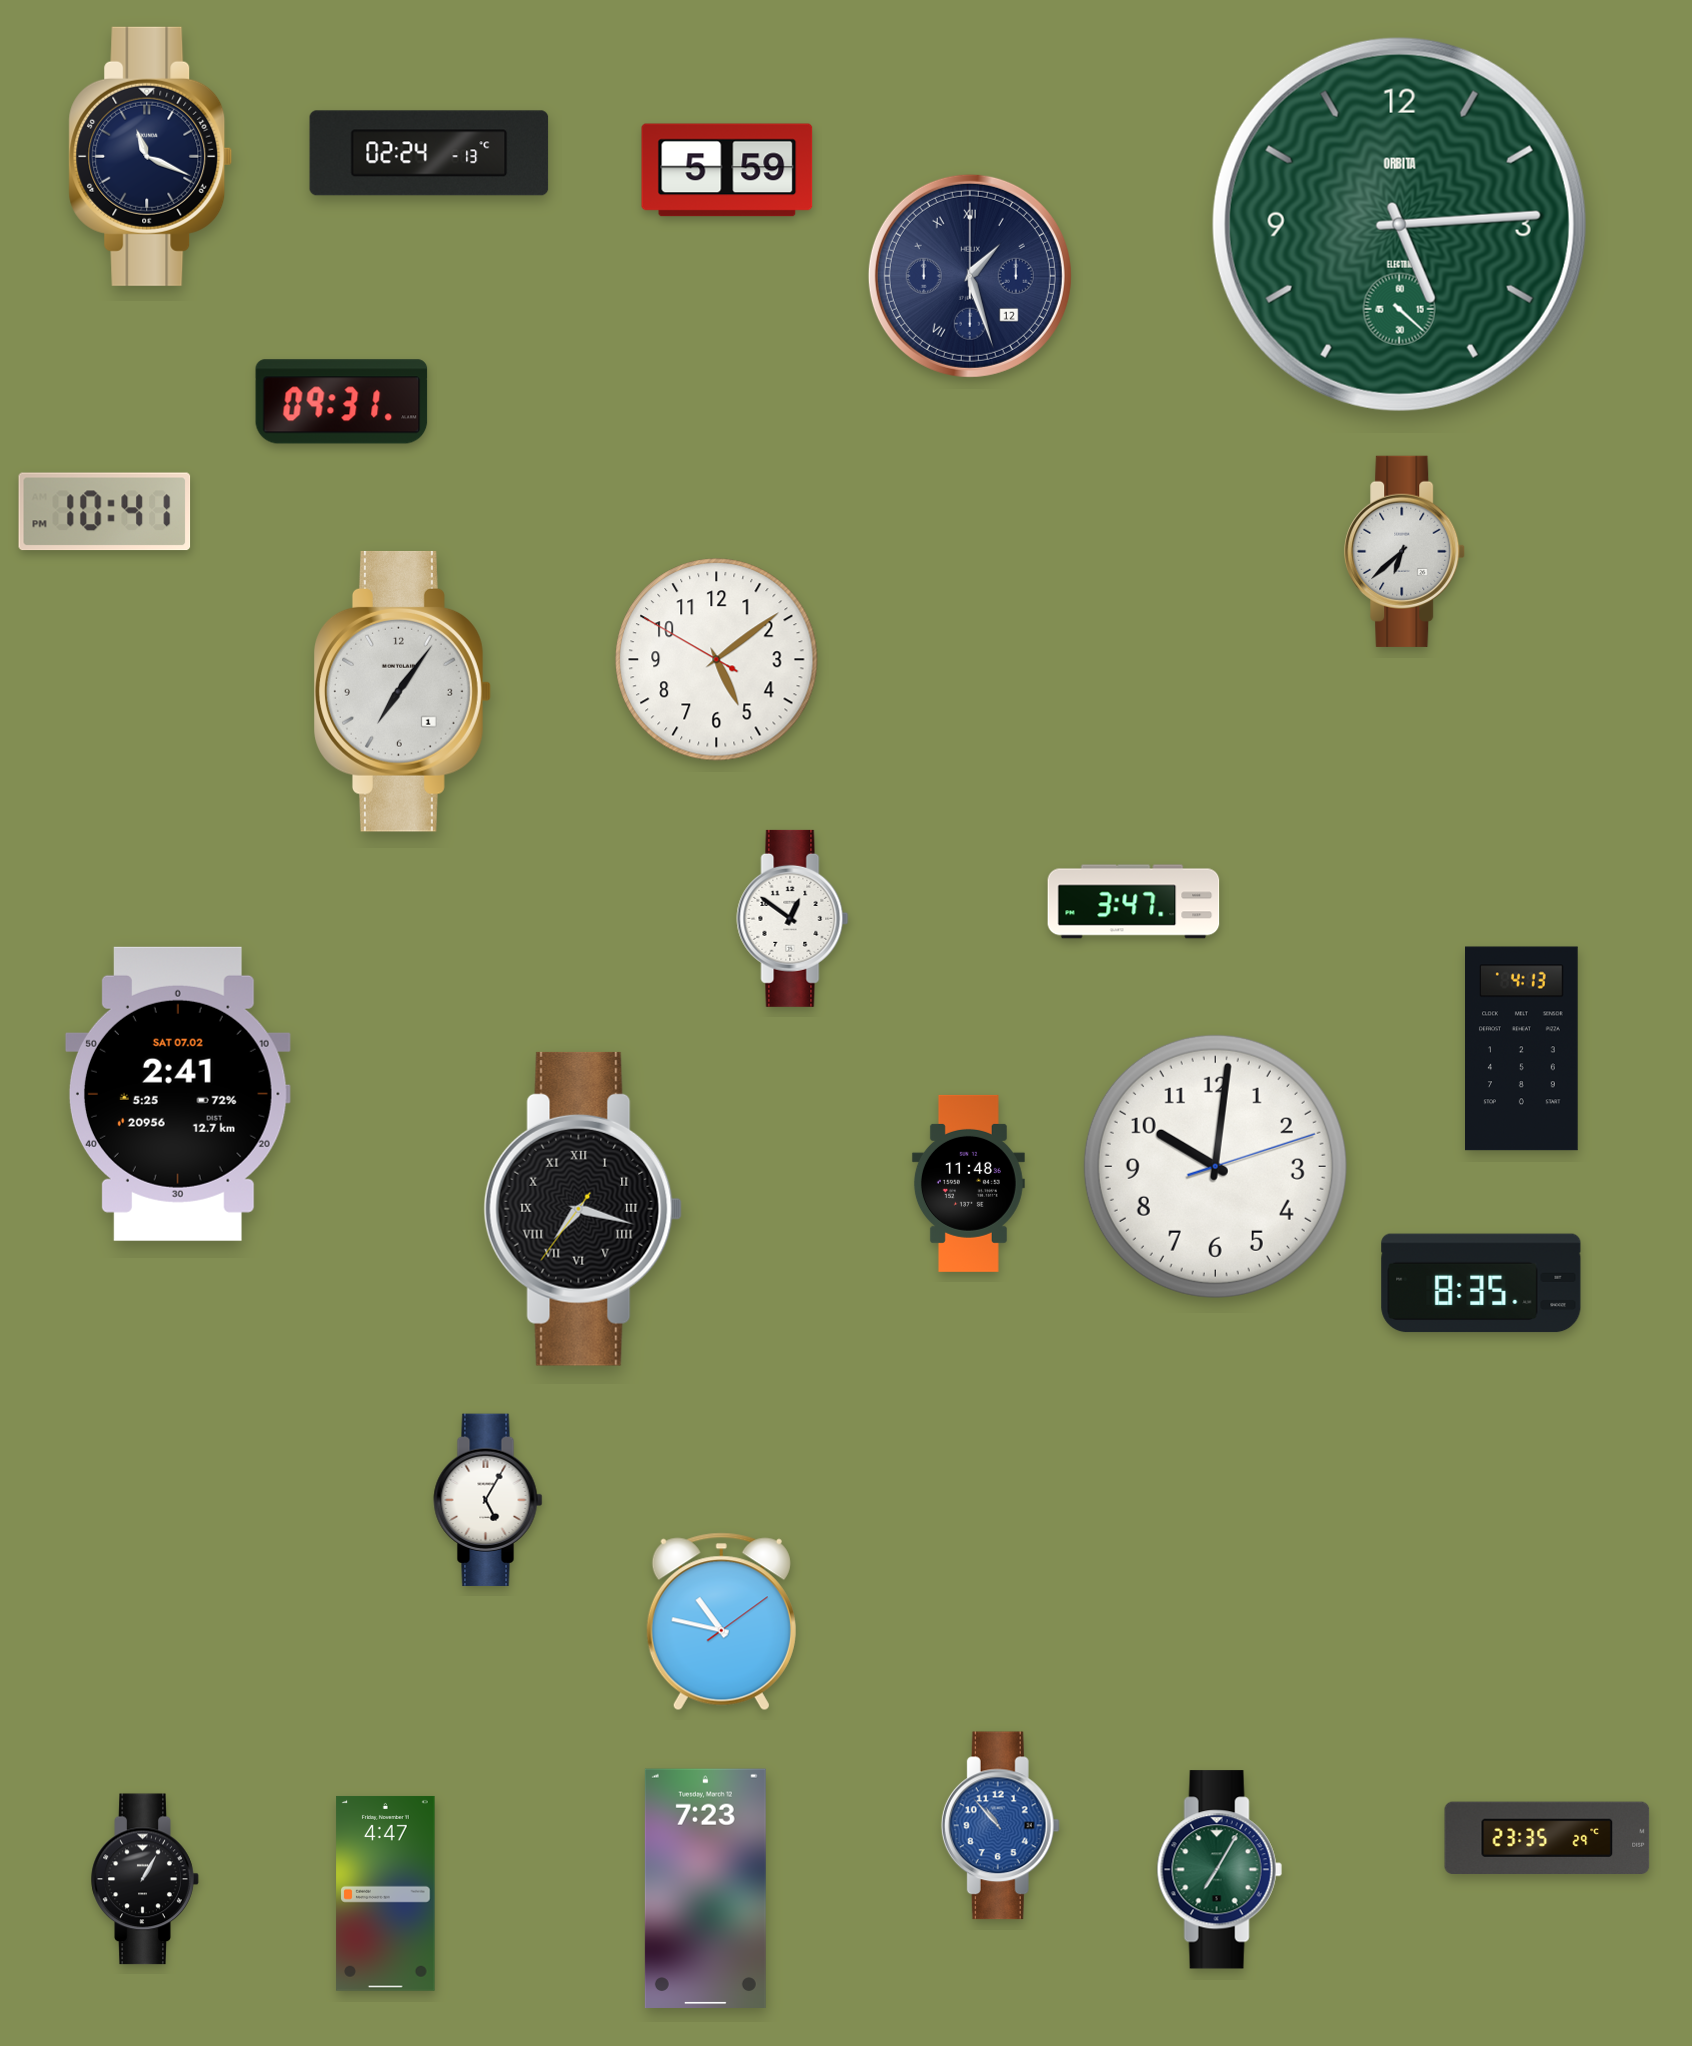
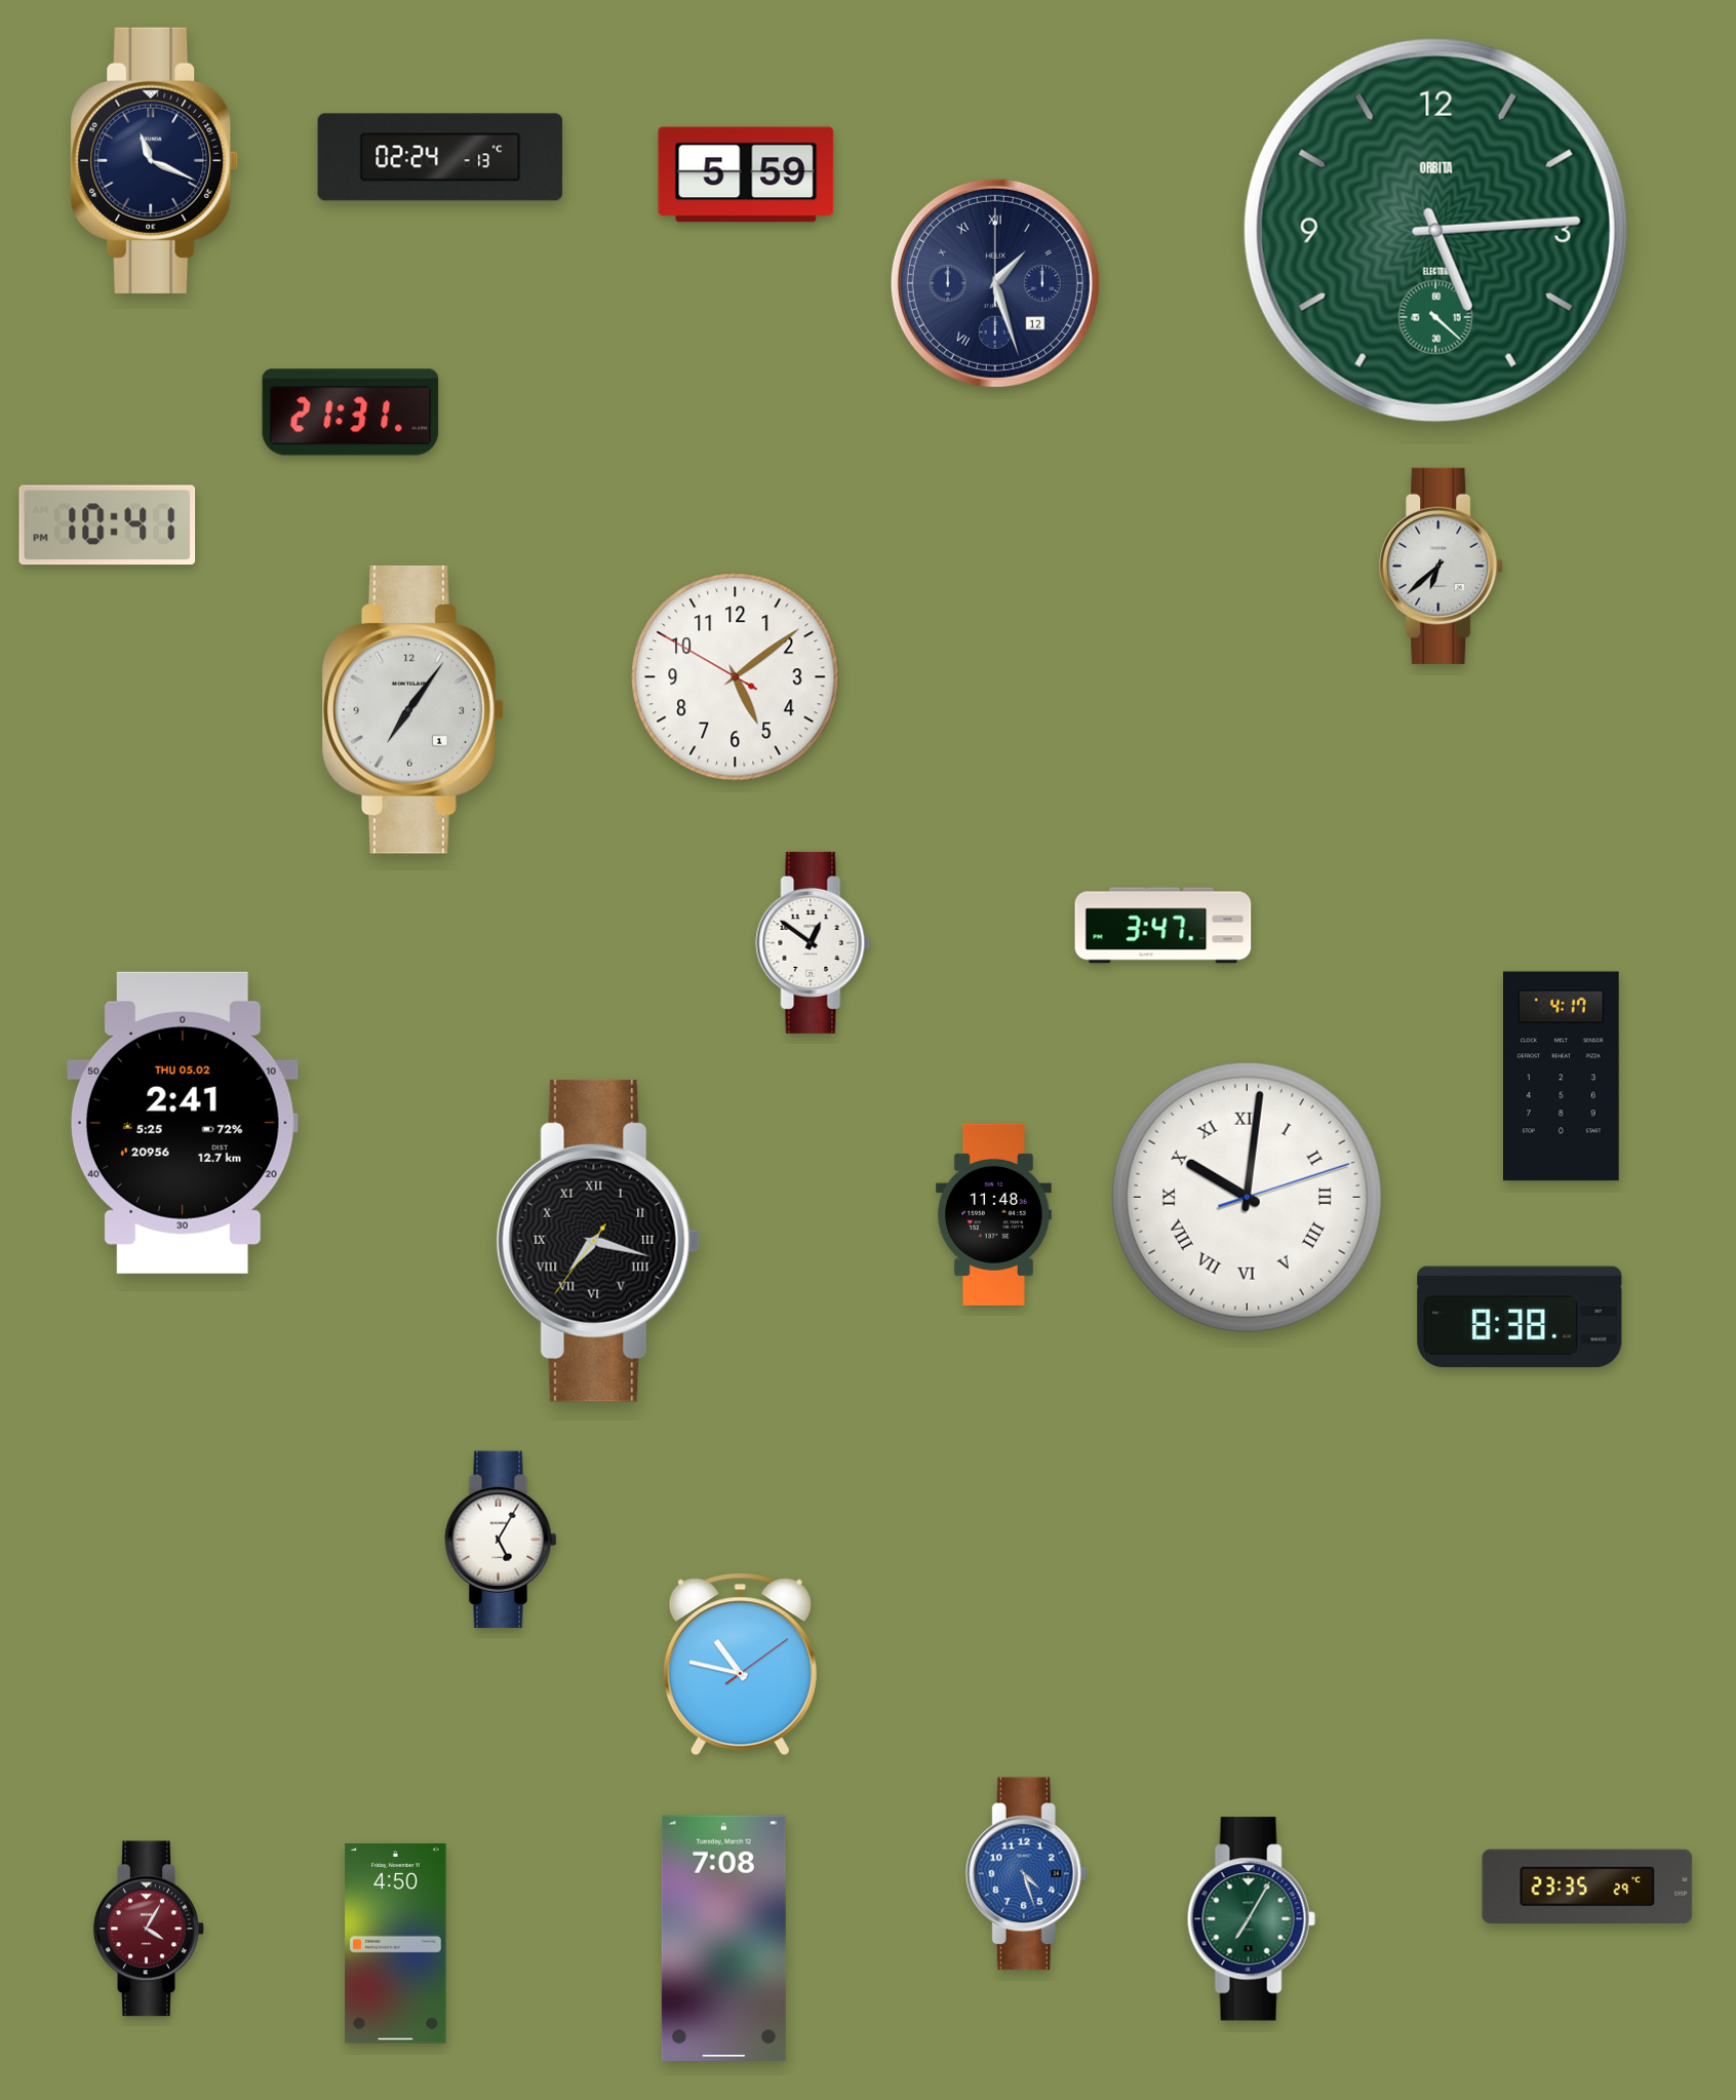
clock at (342, 402): 09:31 -> 21:31
clock at (1522, 1049): 4:13 -> 4:17
clock at (178, 1094) date: SAT 07.02 -> THU 05.02
clock at (1215, 1166) numerals: Arabic -> Roman
clock at (1481, 1283): 8:35 -> 8:38
clock at (1000, 1826): 10:53 -> 4:27
clock at (145, 1879): 1:05 -> 4:05
clock at (145, 1879) dial: black -> burgundy
clock at (705, 1889): 7:23 -> 7:08
clock at (386, 1893): 4:47 -> 4:50
